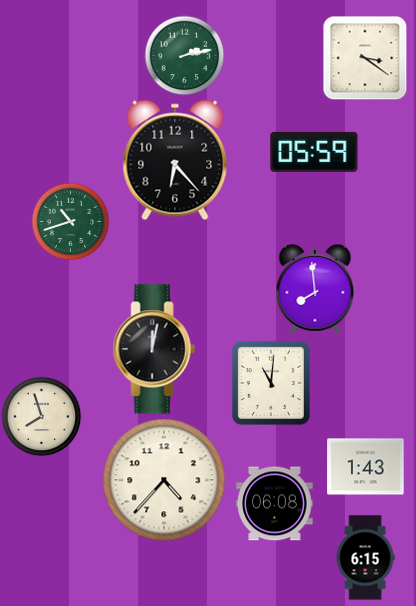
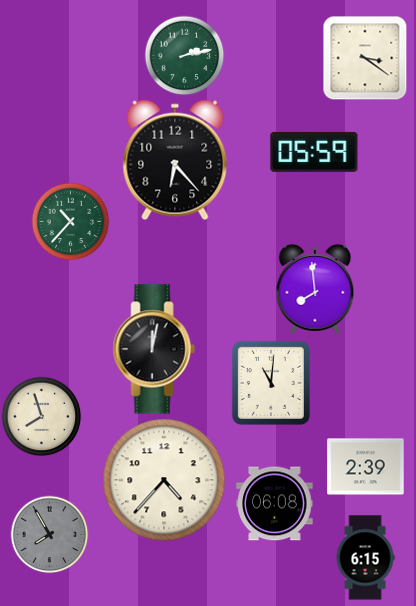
clock at (70, 221): 10:42 -> 10:37
clock at (366, 467): 1:43 -> 2:39
clock at (49, 534): none -> 7:55
